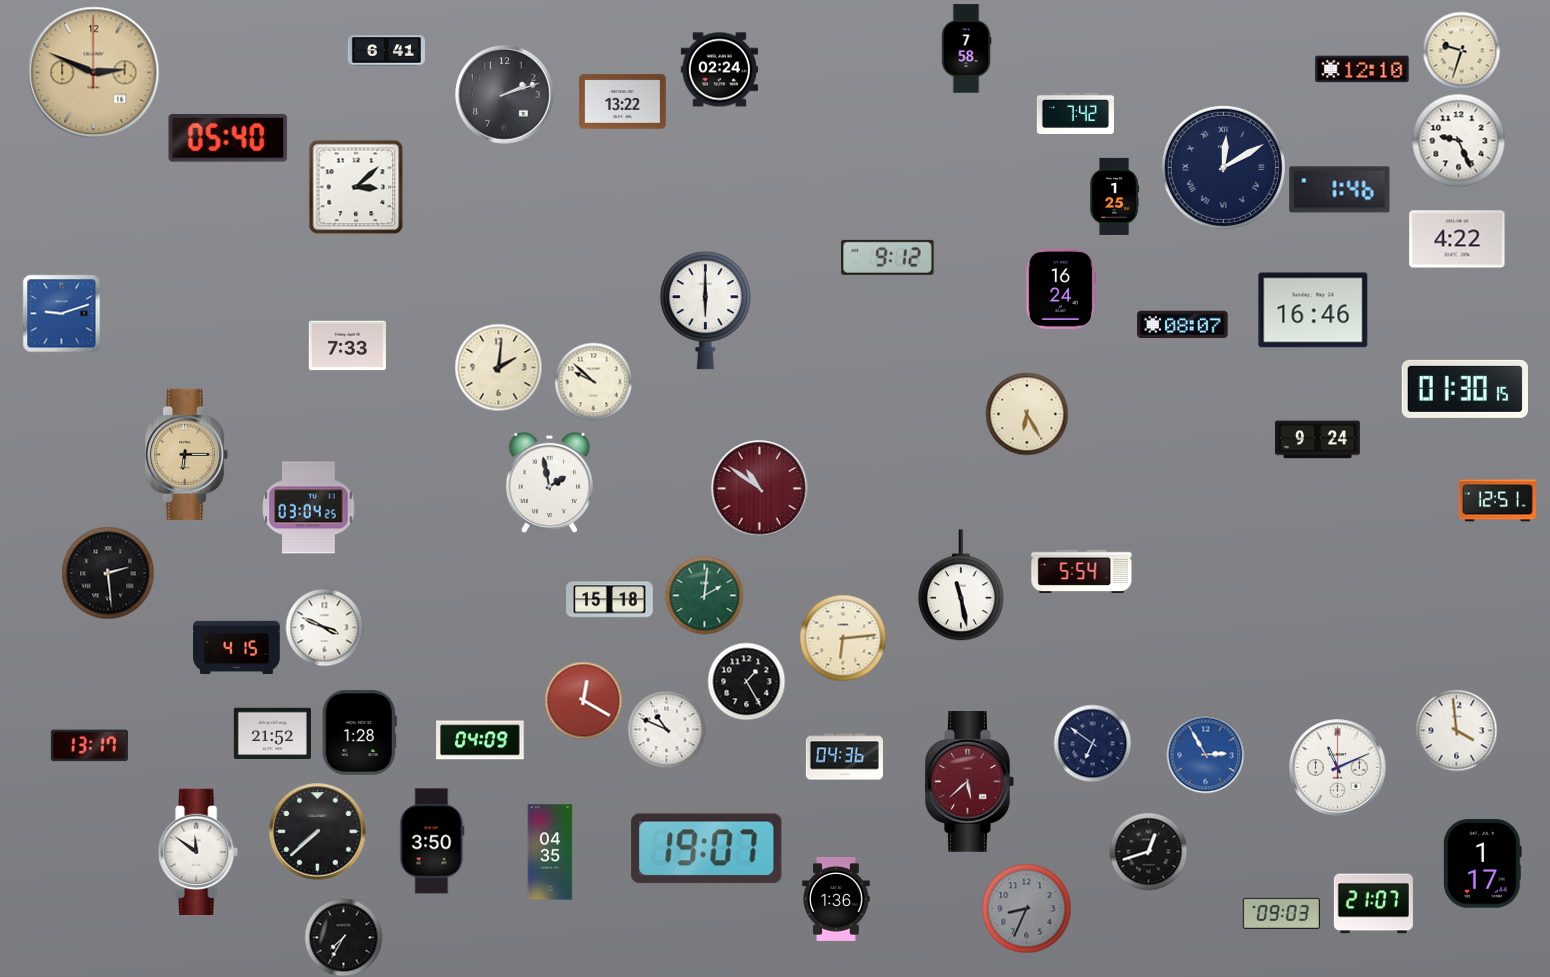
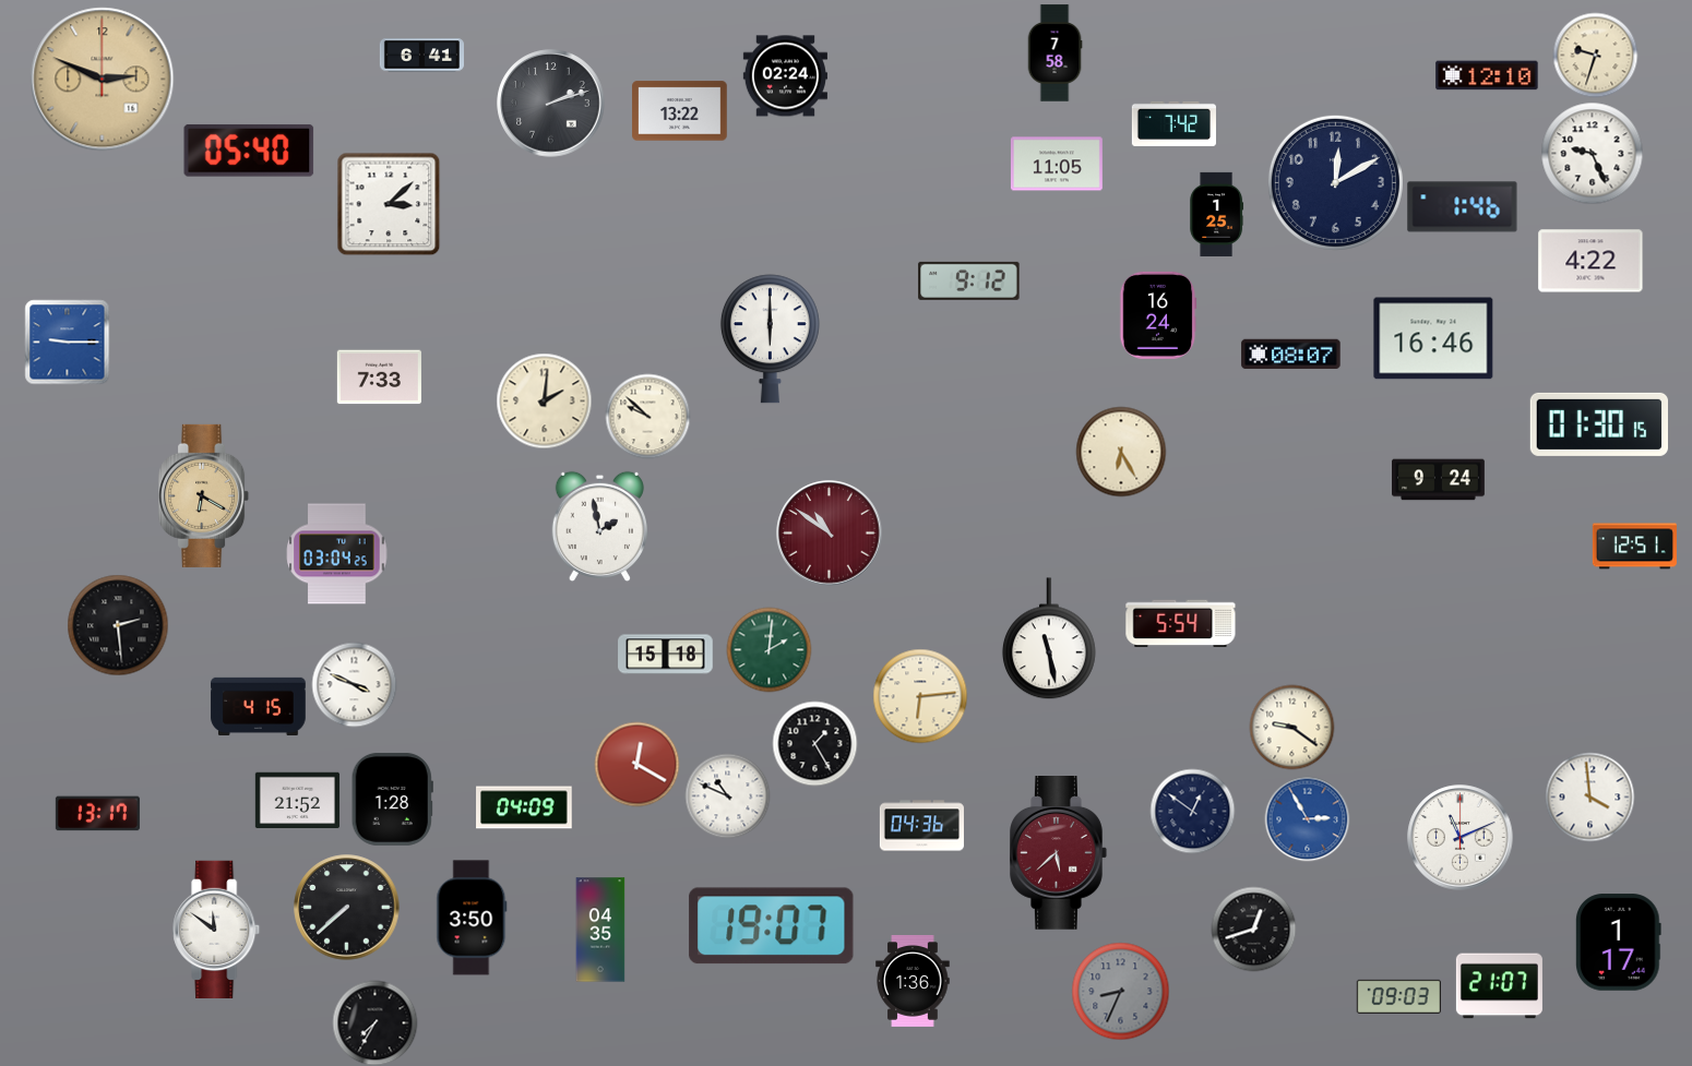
clock at (1057, 164): none -> 11:05
clock at (1223, 167) numerals: Roman -> Arabic
clock at (61, 313): 9:12 -> 9:15
clock at (187, 454): 6:15 -> 6:20
clock at (1291, 727): none -> 9:21
clock at (1092, 743): 6:51 -> 12:51
clock at (1205, 754) position: (1205, 754) -> (1307, 818)
